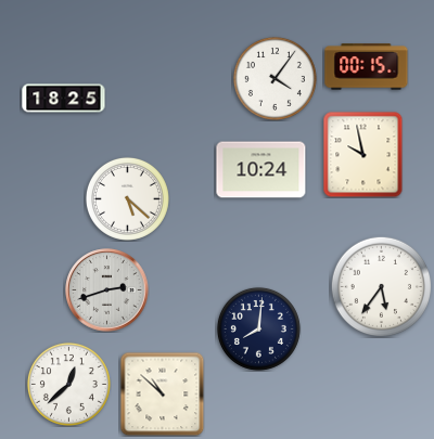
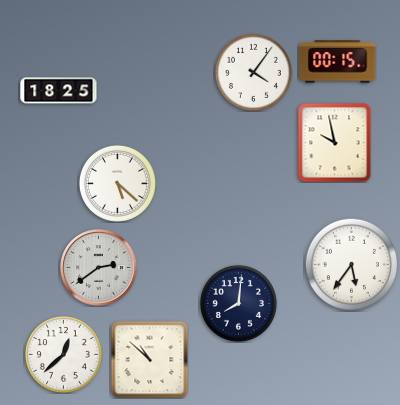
clock at (261, 170): 10:24 -> none
clock at (107, 290): 2:42 -> 2:39
clock at (162, 393) position: (162, 393) -> (149, 359)
